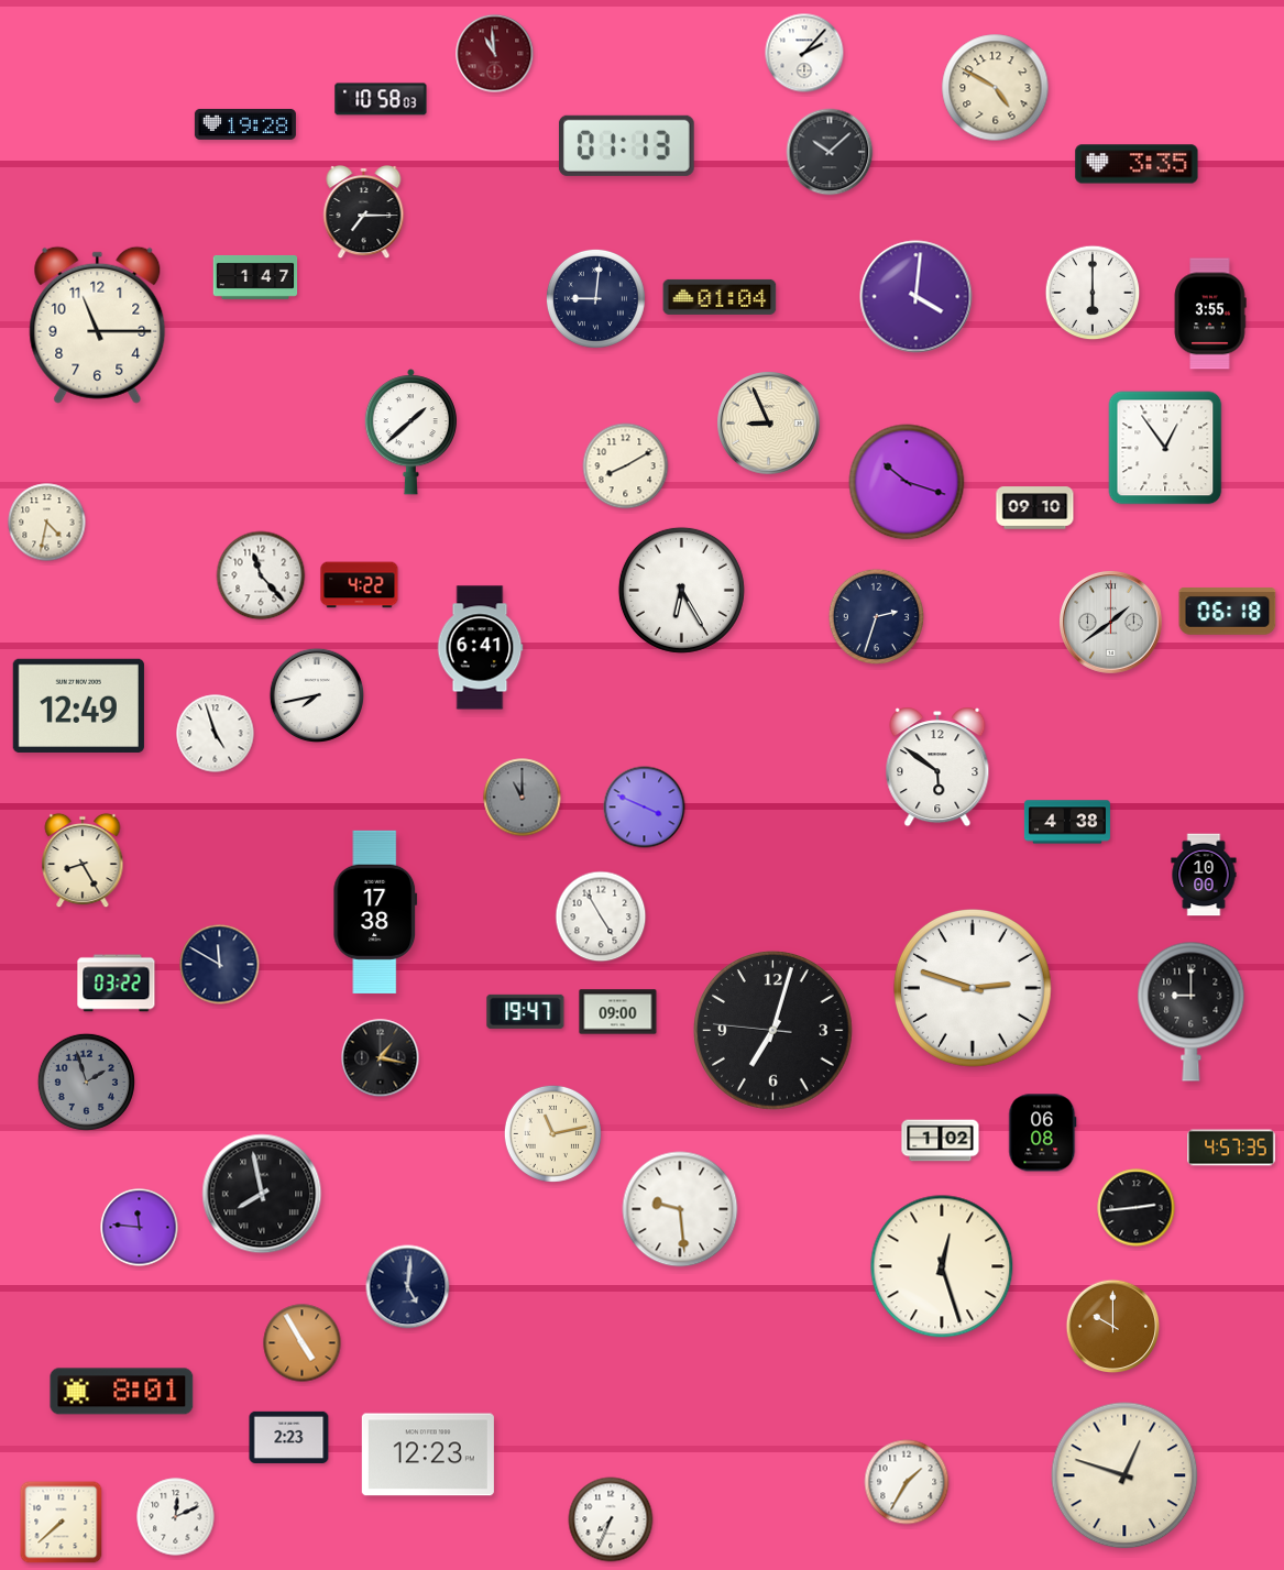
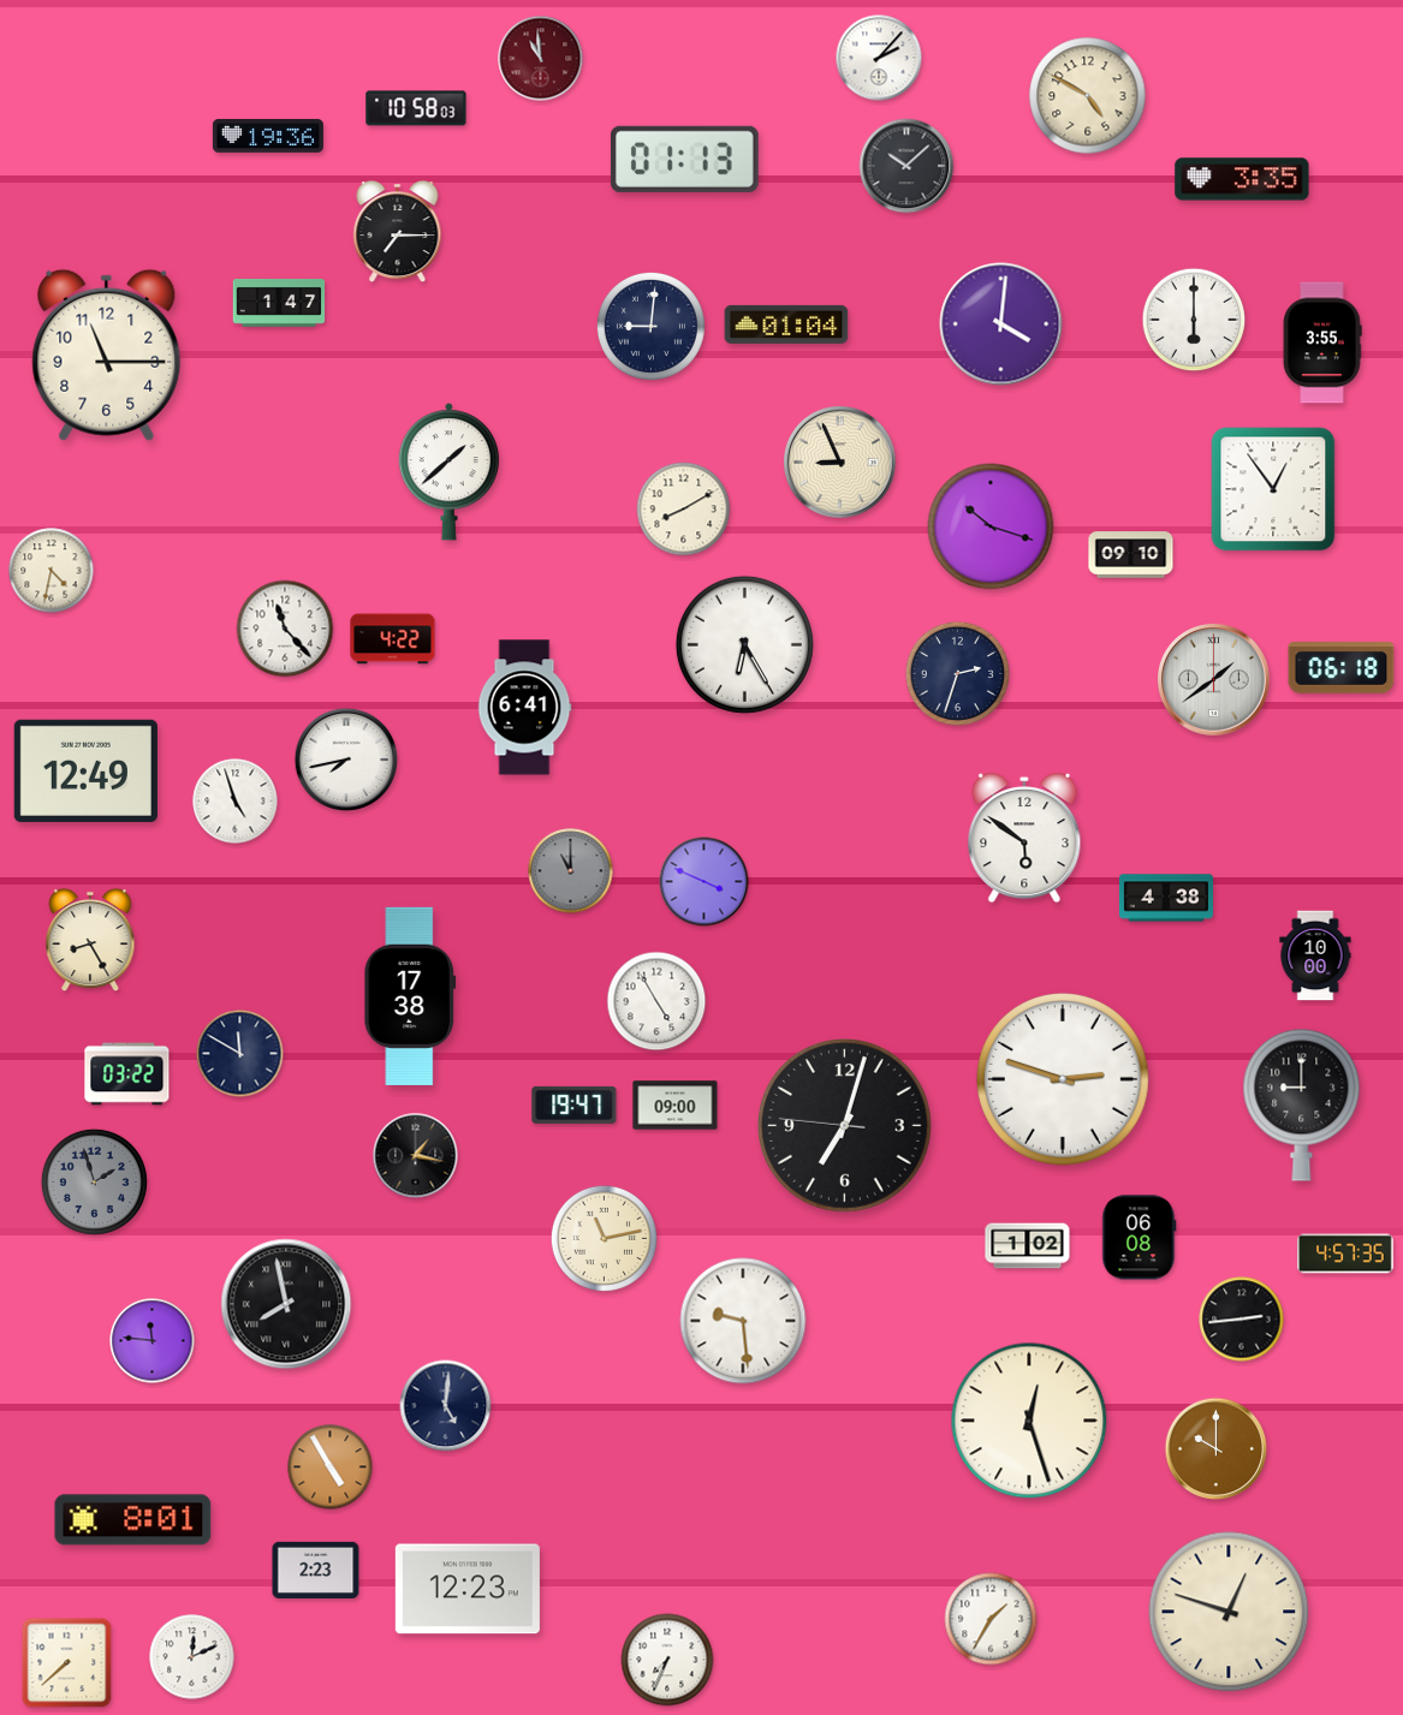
clock at (245, 124): 19:28 -> 19:36
clock at (942, 1266) position: (942, 1266) -> (1029, 1421)
